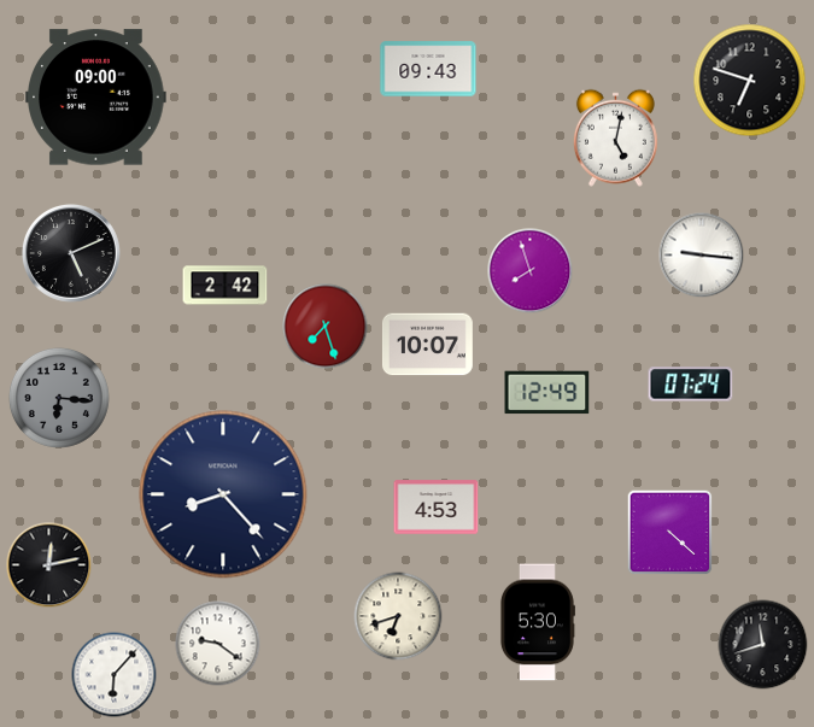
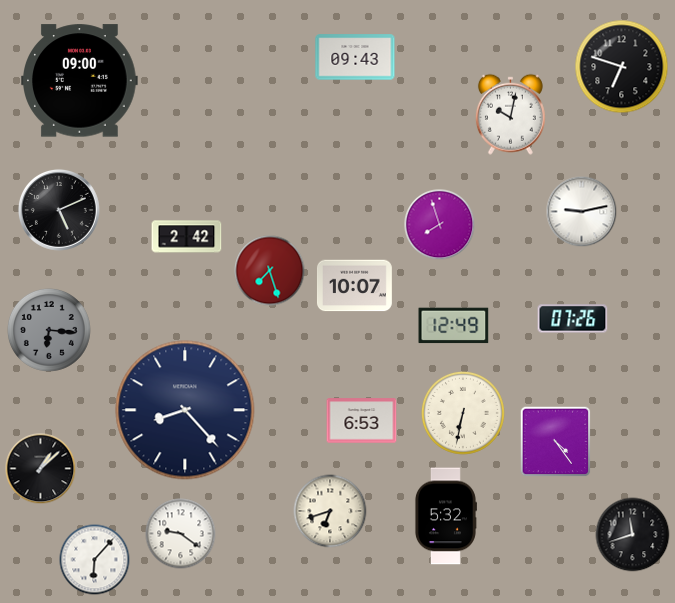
clock at (615, 137): 5:02 -> 10:02
clock at (702, 256): 9:16 -> 9:13
clock at (691, 385): 07:24 -> 07:26
clock at (463, 413): none -> 6:32
clock at (437, 508): 4:53 -> 6:53
clock at (670, 533): 4:22 -> 4:24
clock at (49, 565): 12:13 -> 1:08
clock at (537, 622): 5:30 -> 5:32
